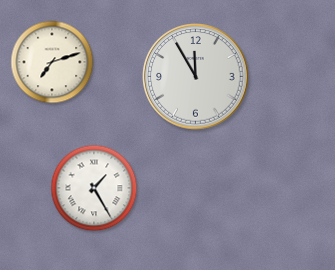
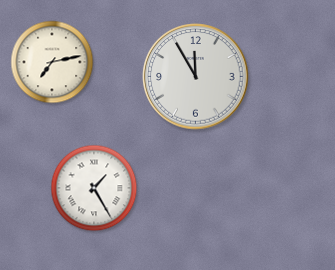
clock at (52, 62): 7:12 -> 7:13
